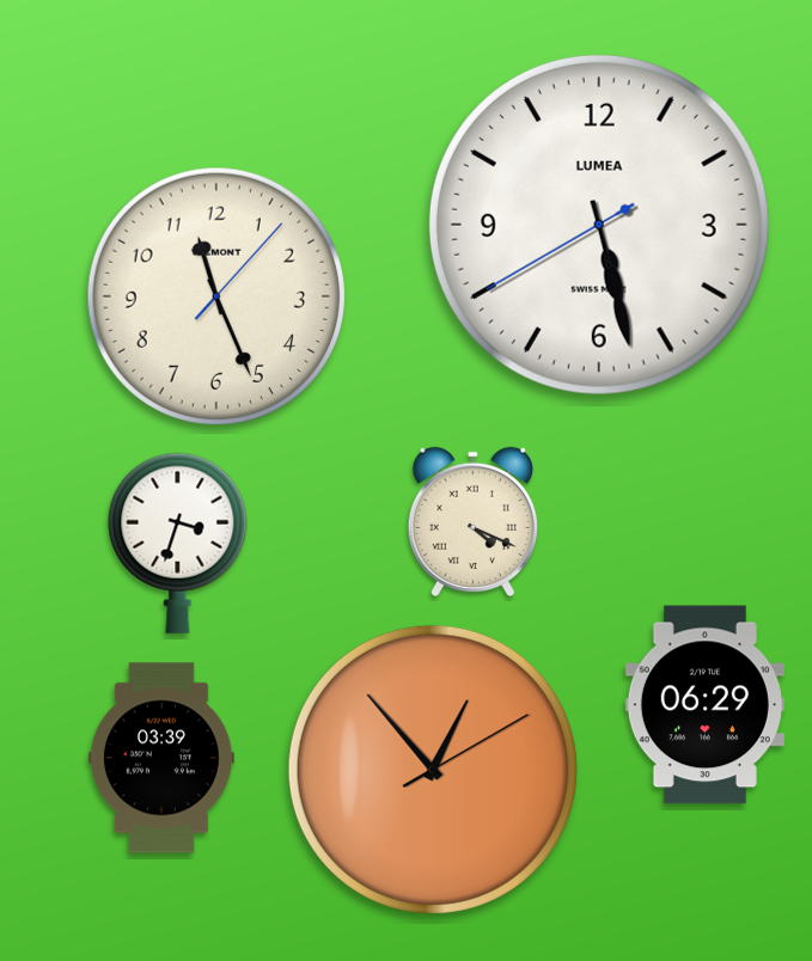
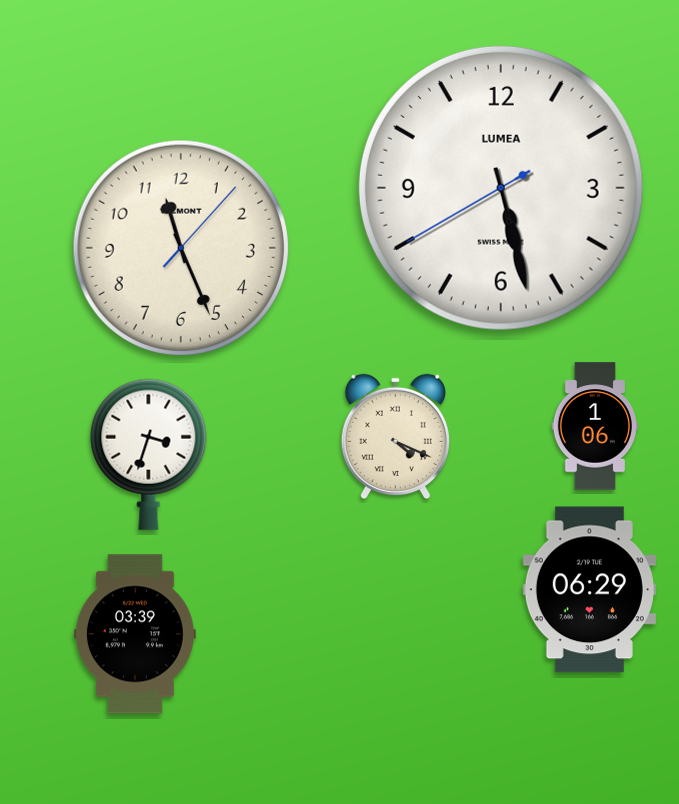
clock at (594, 426): none -> 1:06
clock at (433, 770): 12:53 -> none
